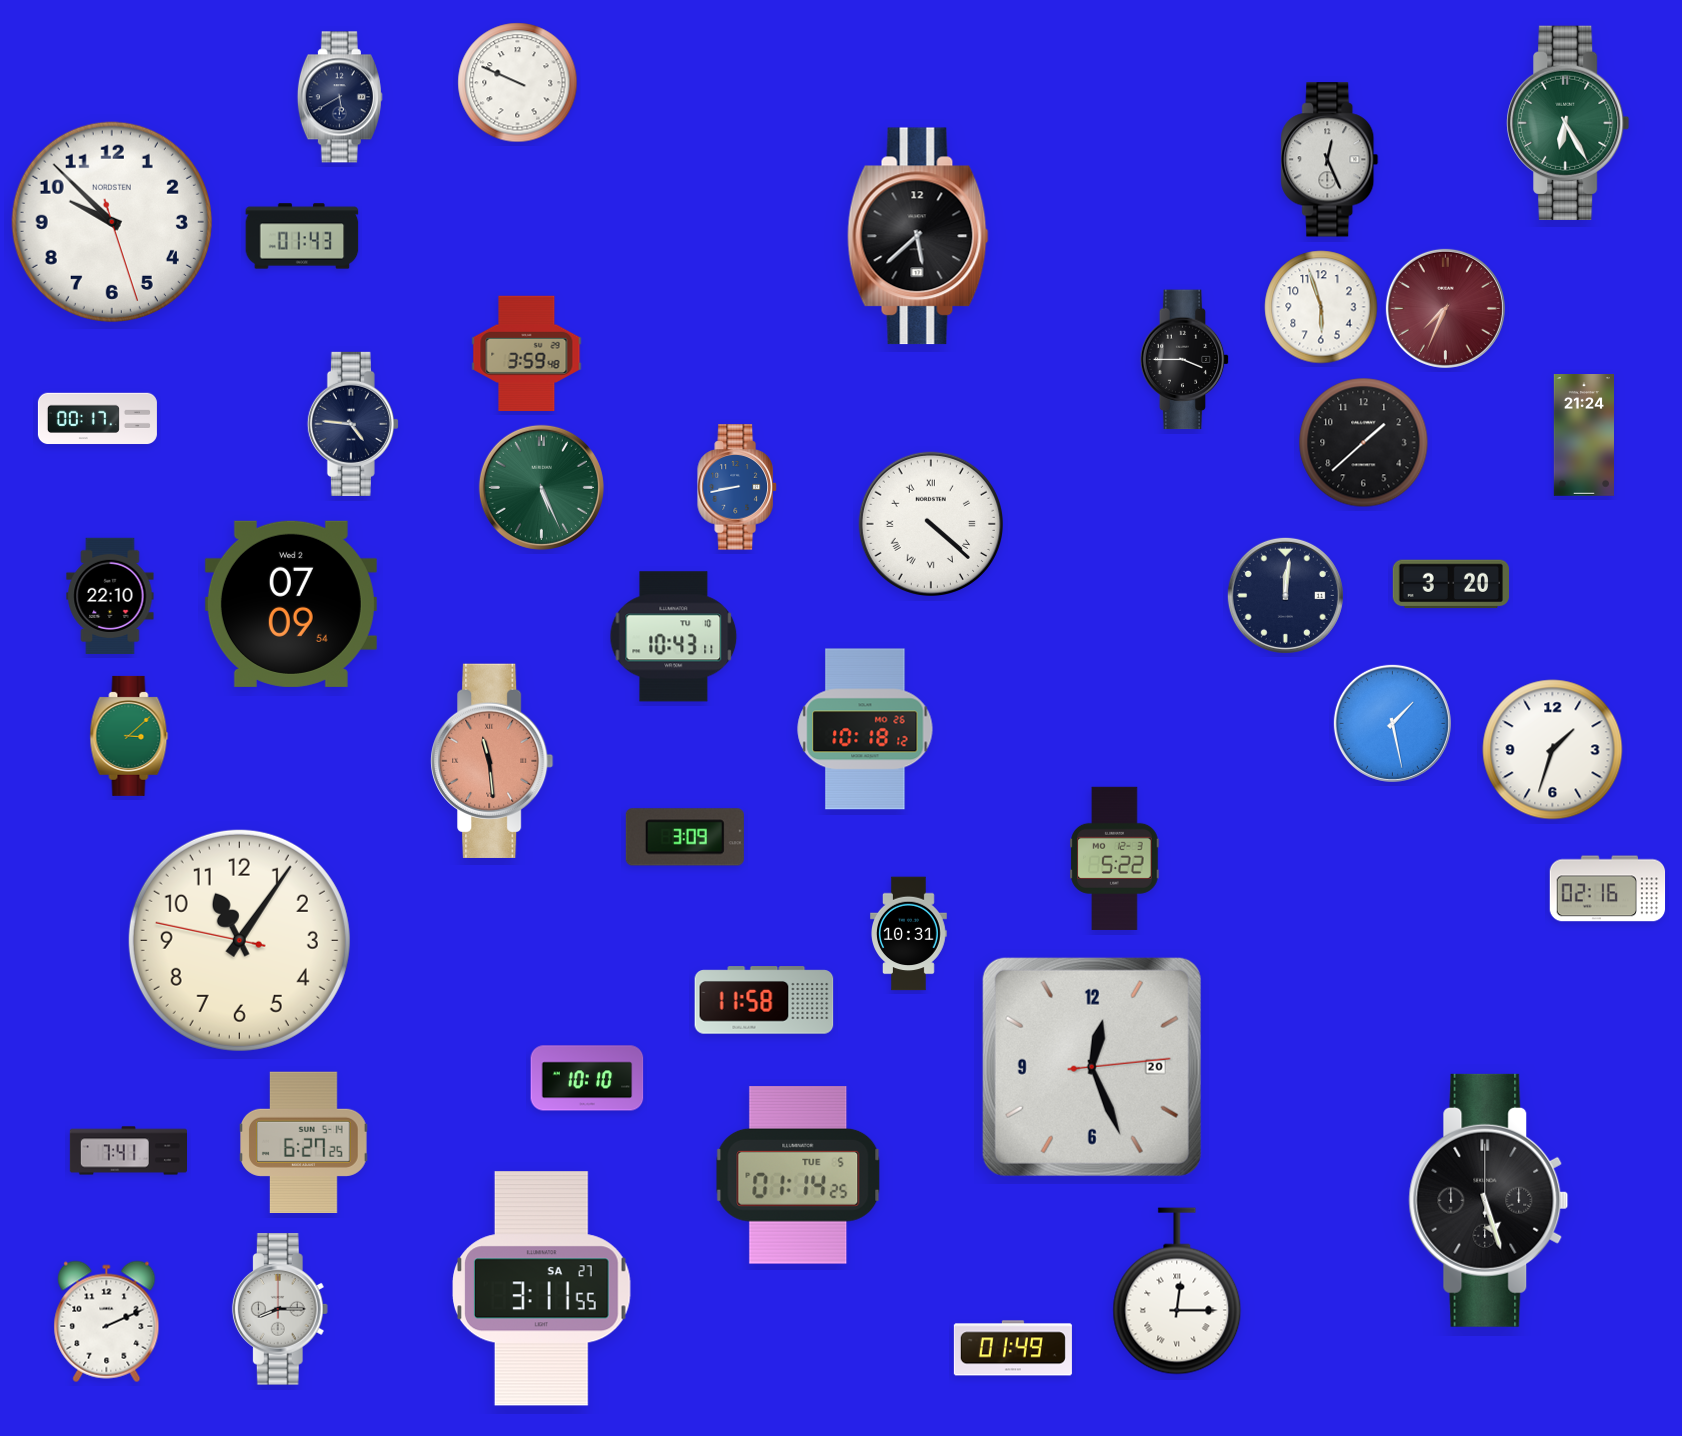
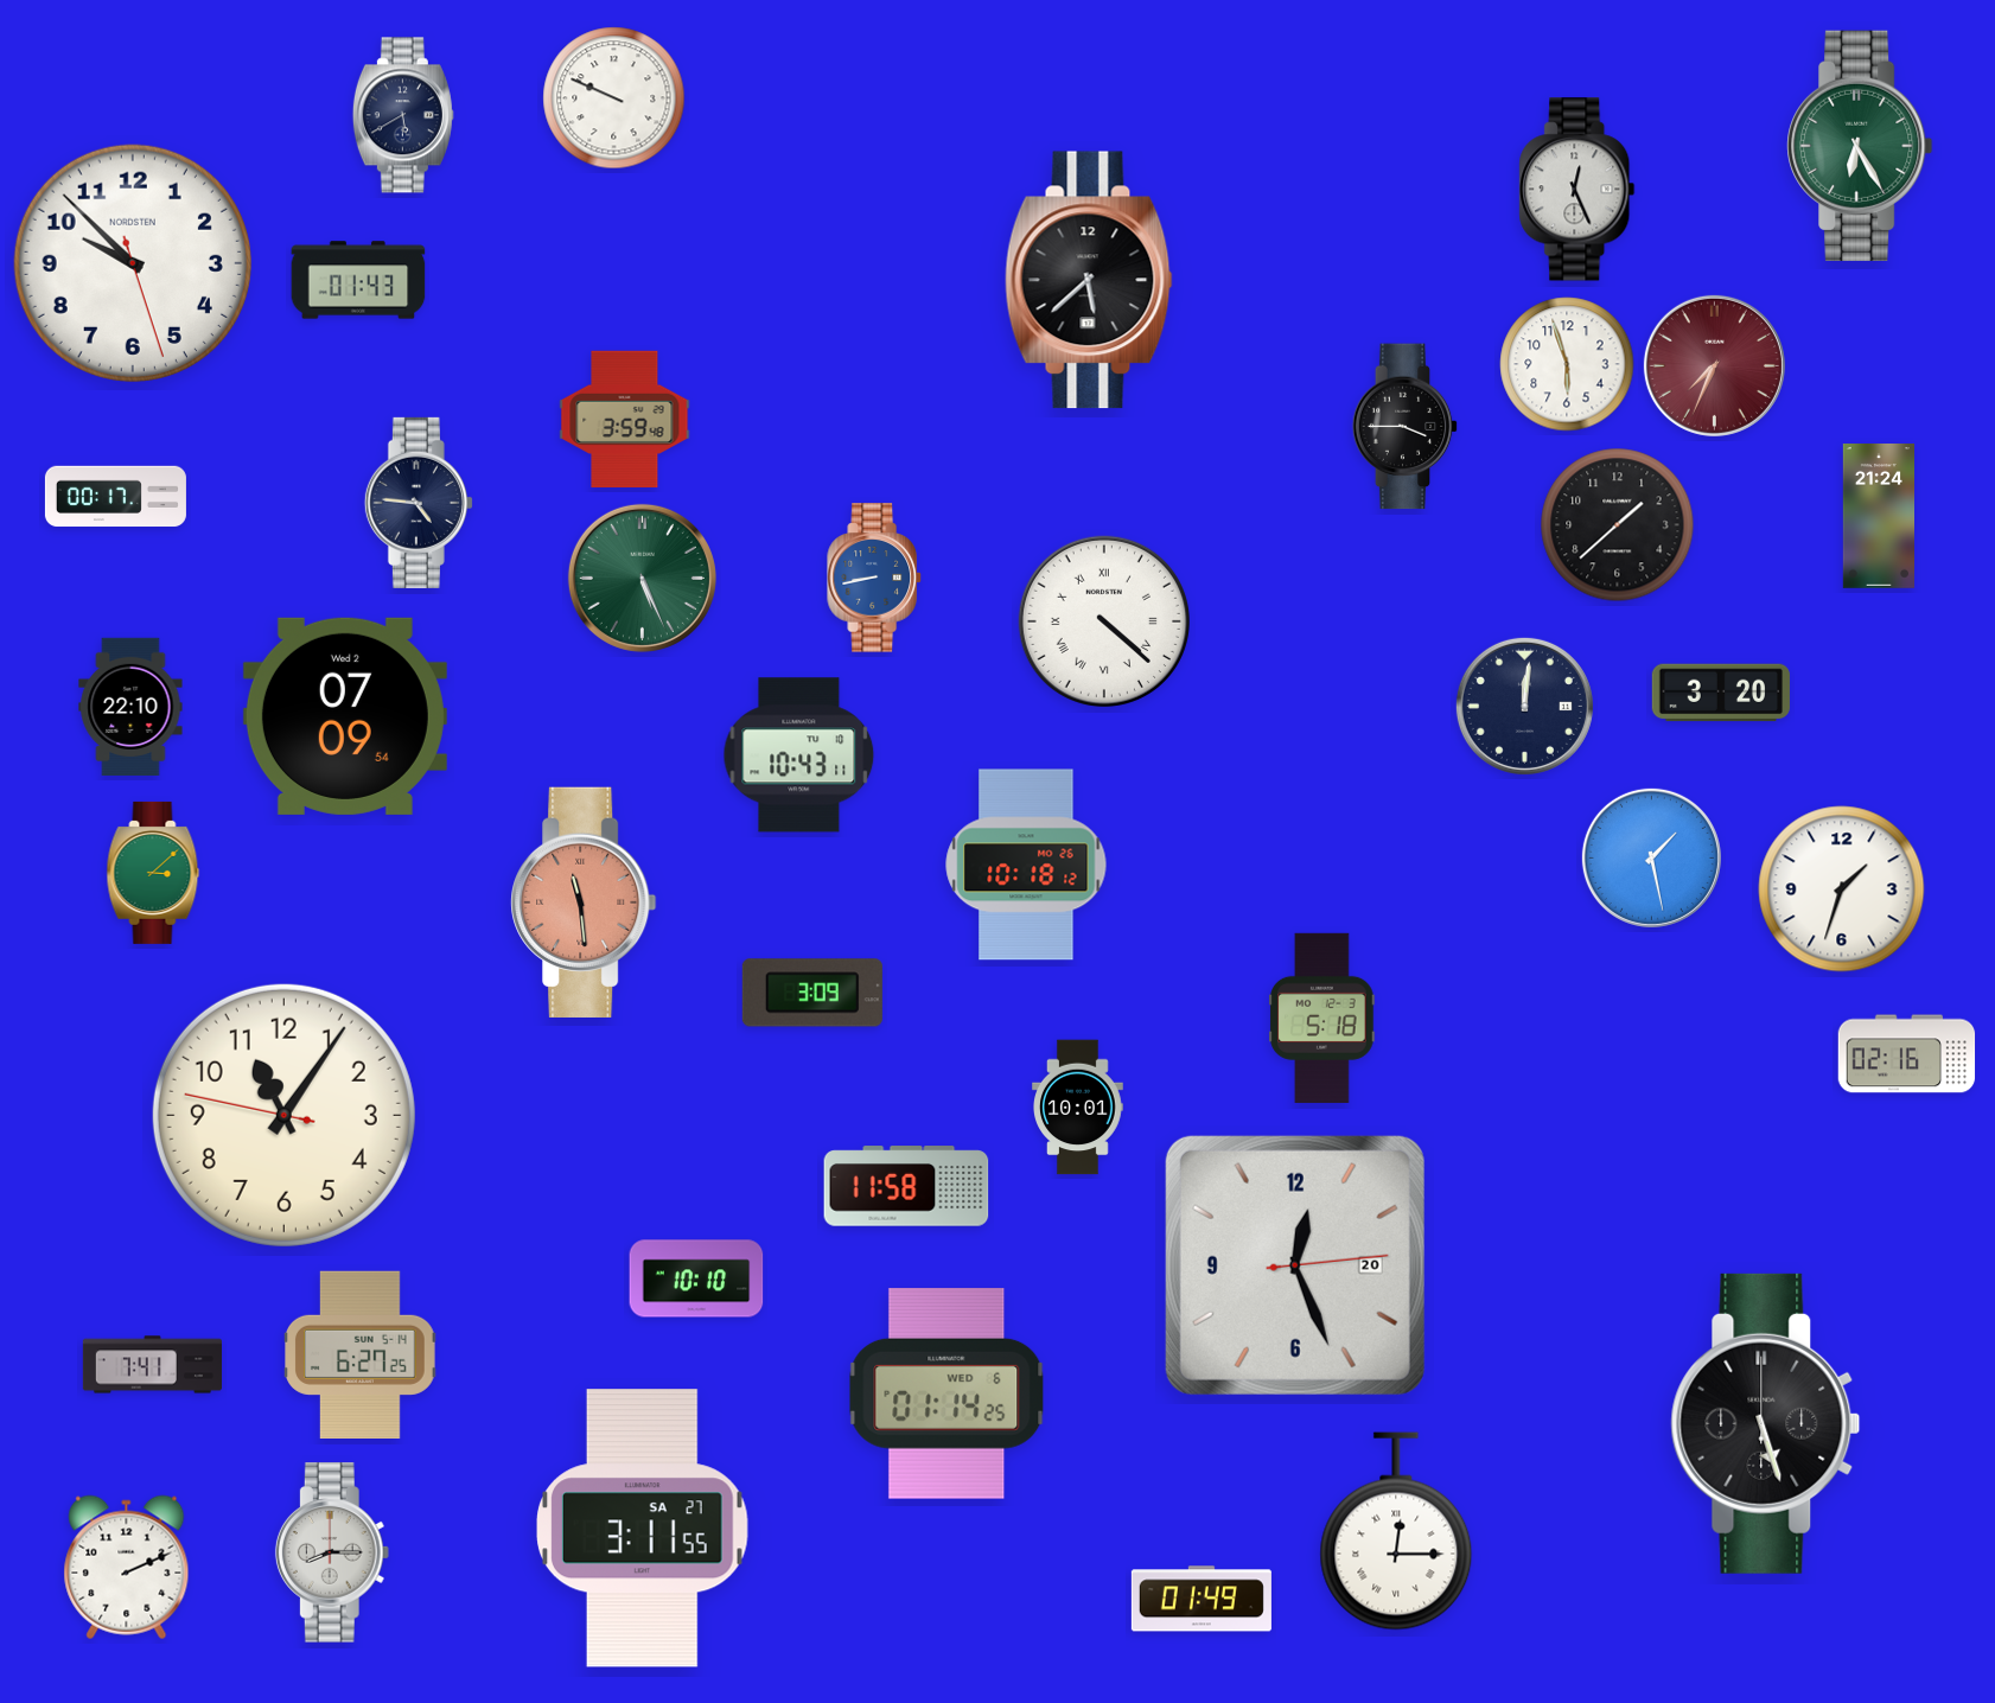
clock at (1115, 858): 5:22 -> 5:18
clock at (909, 934): 10:31 -> 10:01
clock at (798, 1175) date: TUE 5 -> WED 6
